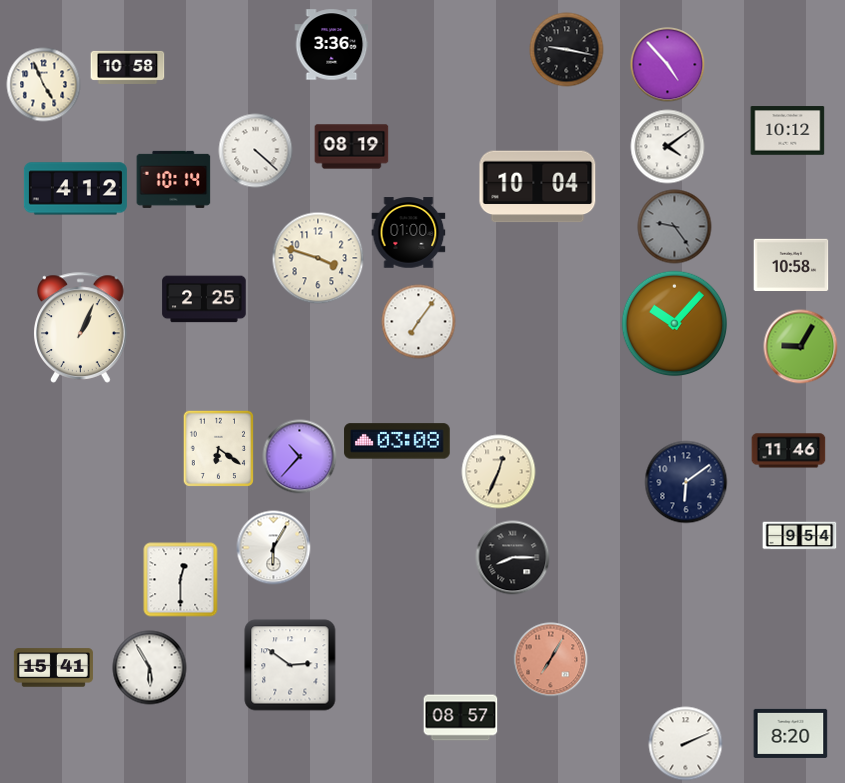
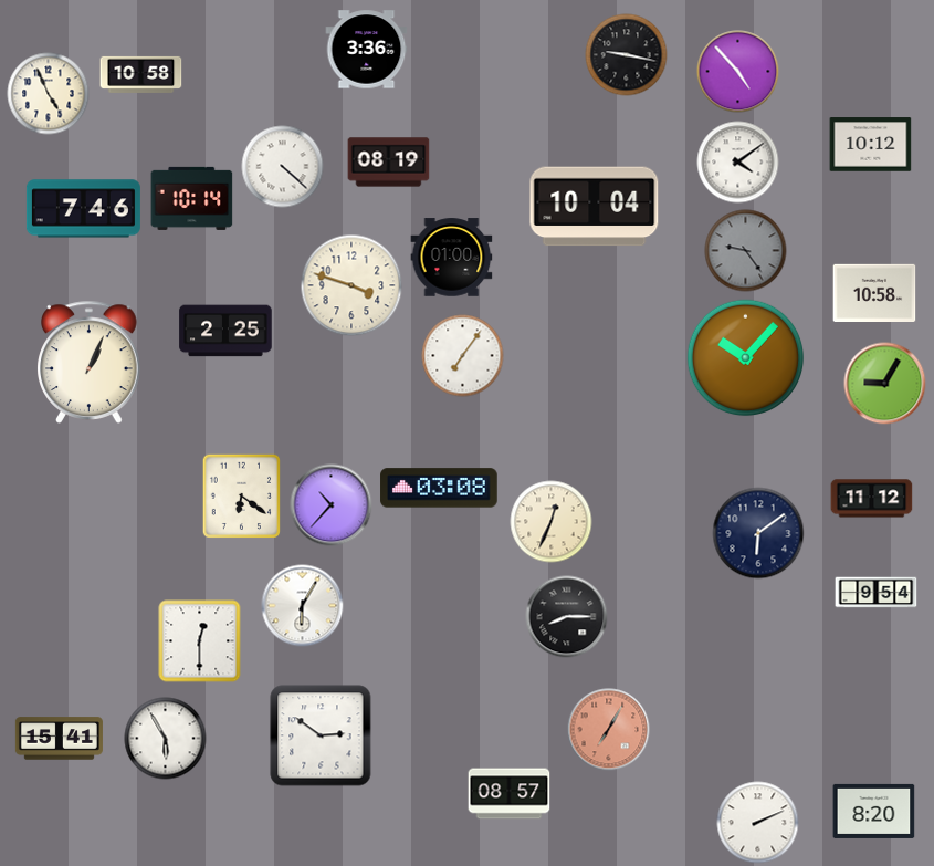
clock at (75, 189): 4:12 -> 7:46
clock at (789, 451): 11:46 -> 11:12
clock at (800, 536) position: (800, 536) -> (877, 593)
